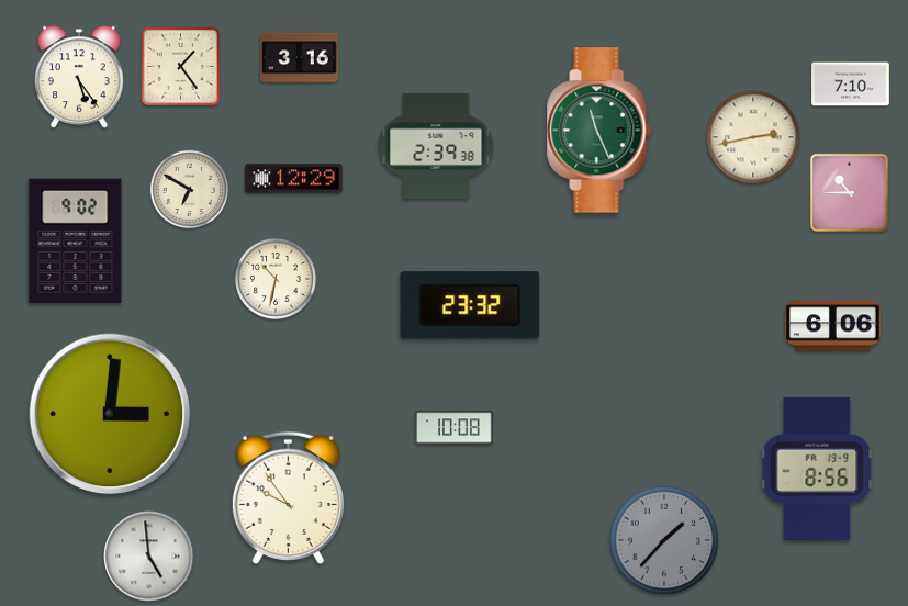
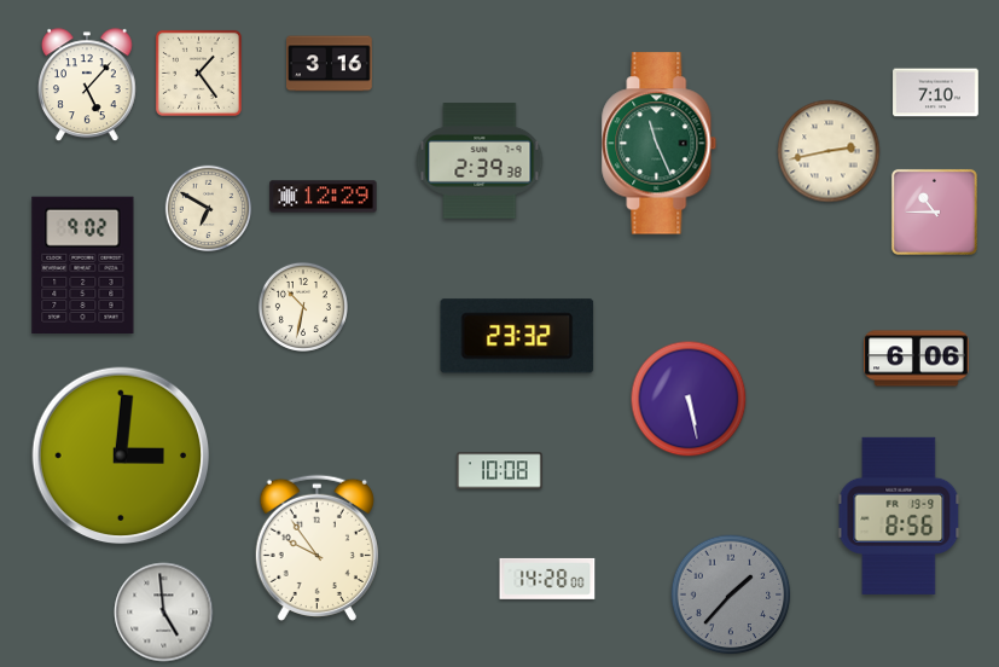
clock at (80, 78): 5:24 -> 5:07
clock at (689, 399): none -> 5:28
clock at (547, 579): none -> 14:28
